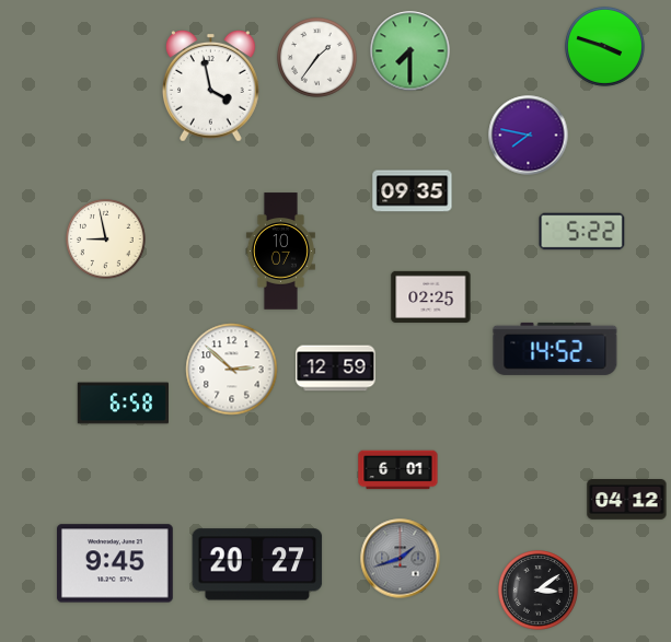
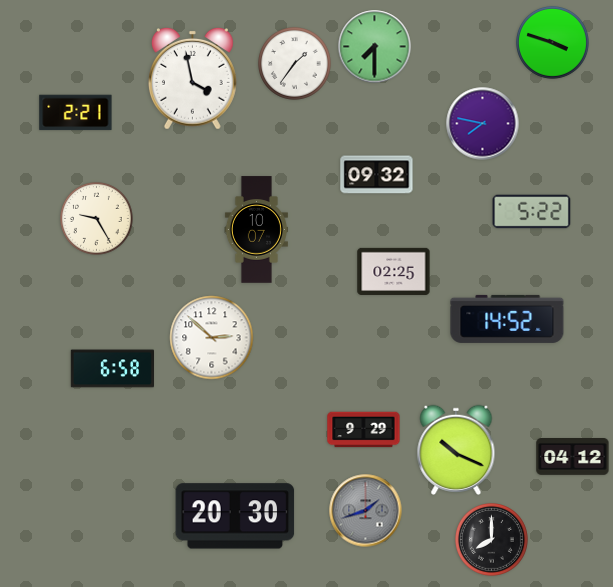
clock at (317, 58) position: (317, 58) -> (295, 64)
clock at (76, 113): none -> 2:21
clock at (413, 191): 09:35 -> 09:32
clock at (106, 240): 8:58 -> 9:25
clock at (336, 369): 12:59 -> none
clock at (398, 470): 6:01 -> 9:29
clock at (456, 450): none -> 10:19
clock at (115, 563): 9:45 -> none
clock at (257, 564): 20:27 -> 20:30
clock at (539, 591): 3:09 -> 8:00
